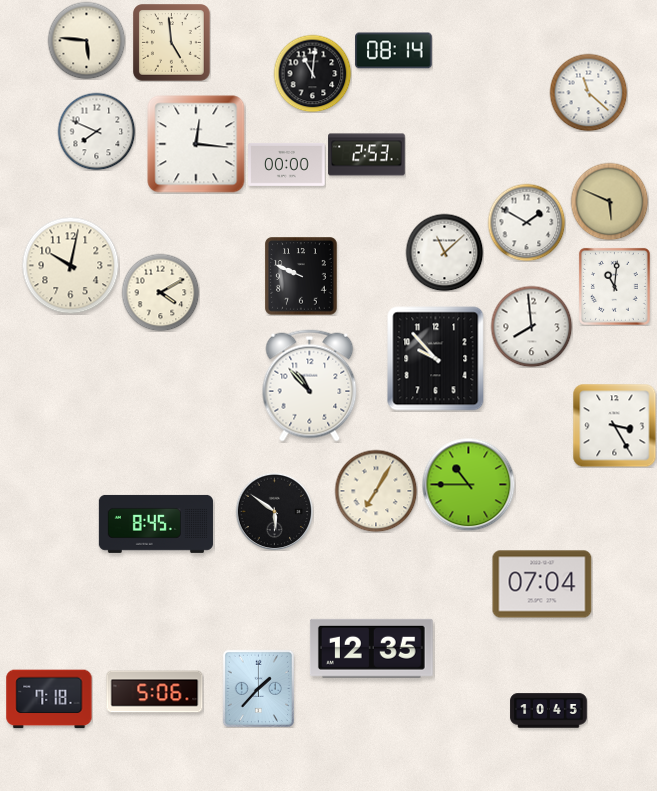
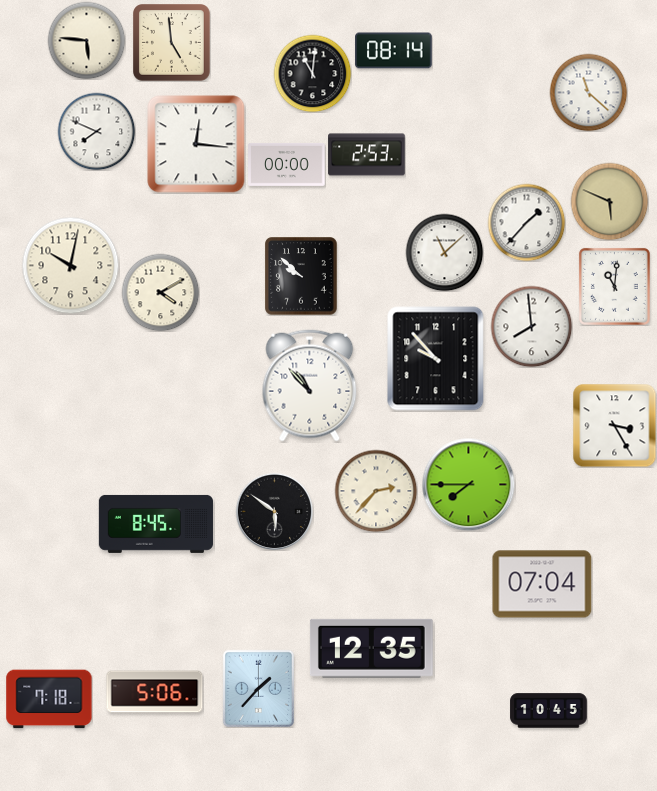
clock at (526, 222): 1:50 -> 1:37
clock at (301, 276): 9:49 -> 9:52
clock at (468, 484): 10:45 -> 7:45
clock at (376, 491): 7:05 -> 2:37
